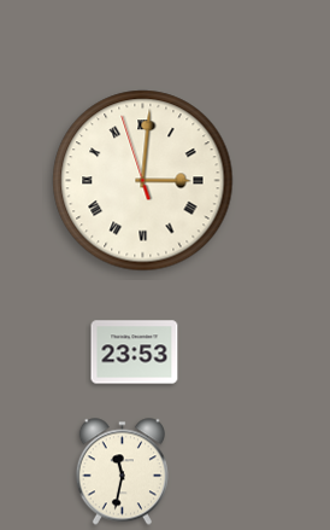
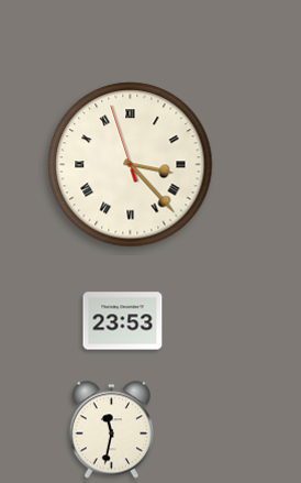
clock at (143, 181): 3:00 -> 3:22
